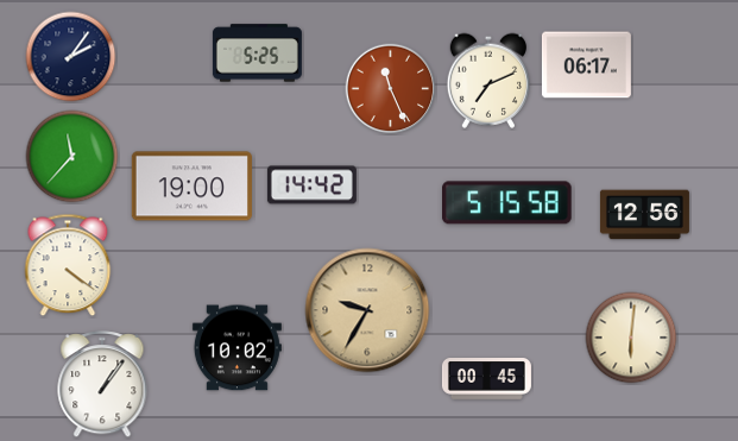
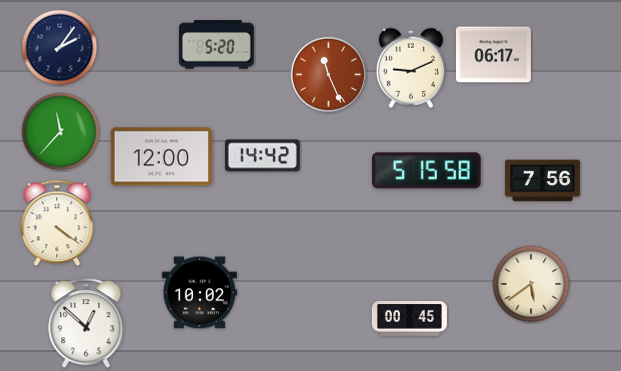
clock at (257, 53): 5:25 -> 5:20
clock at (487, 81): 7:11 -> 9:11
clock at (191, 187): 19:00 -> 12:00
clock at (644, 215): 12:56 -> 7:56
clock at (367, 310): 9:35 -> none
clock at (631, 338): 6:01 -> 5:39
clock at (102, 385): 1:06 -> 12:52
